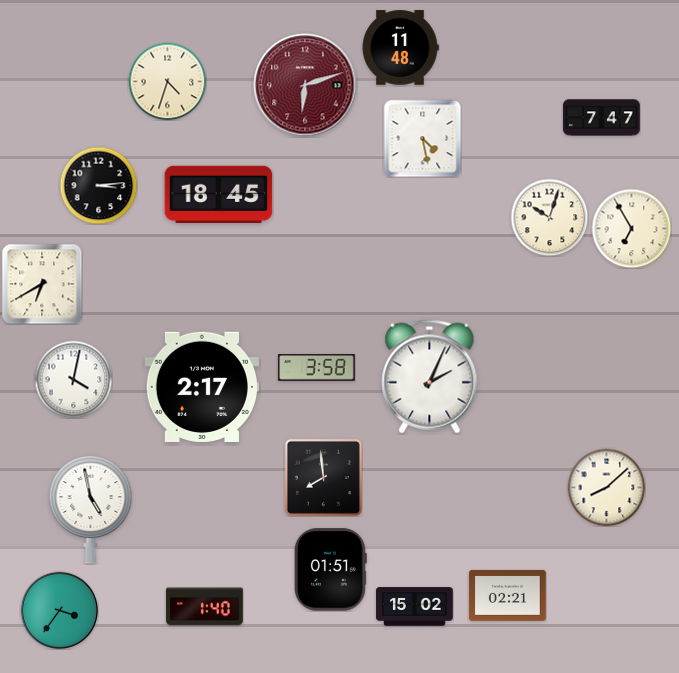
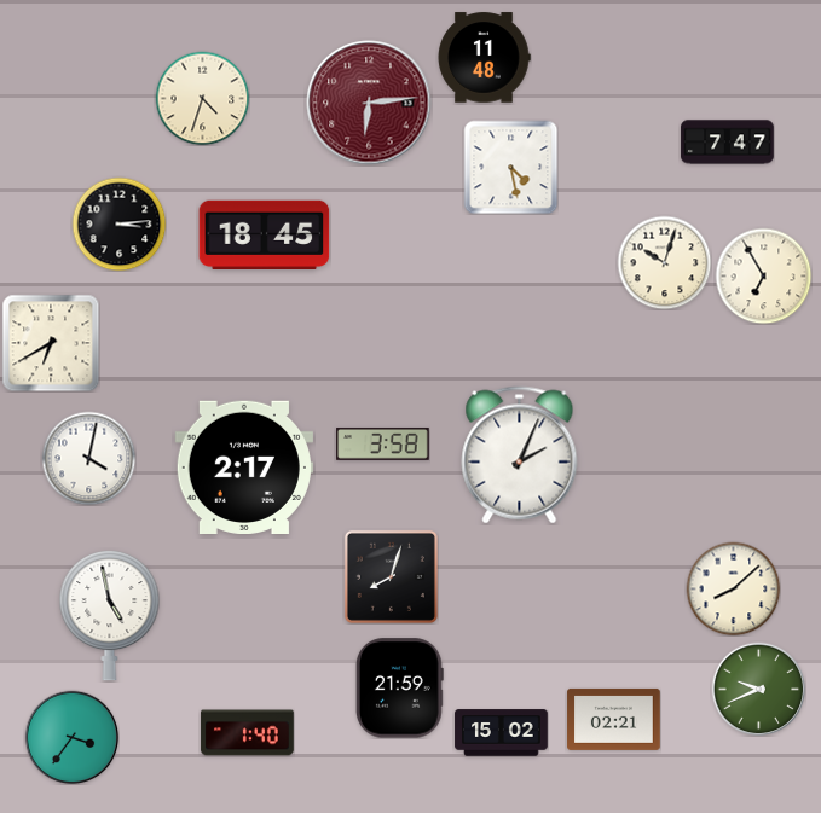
clock at (305, 85): 6:12 -> 6:14
clock at (323, 477): 7:59 -> 8:03
clock at (331, 570): 01:51 -> 21:59
clock at (758, 689): none -> 9:41
